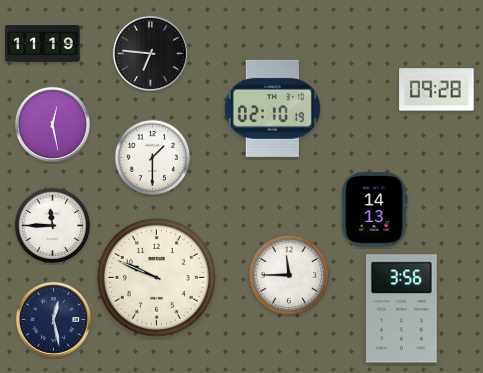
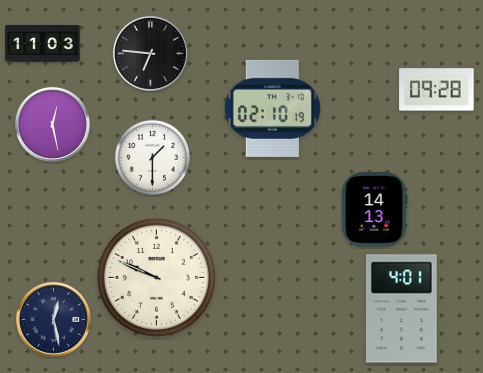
clock at (43, 44): 11:19 -> 11:03
clock at (53, 226): 11:45 -> none
clock at (289, 275): 11:45 -> none
clock at (401, 309): 3:56 -> 4:01
